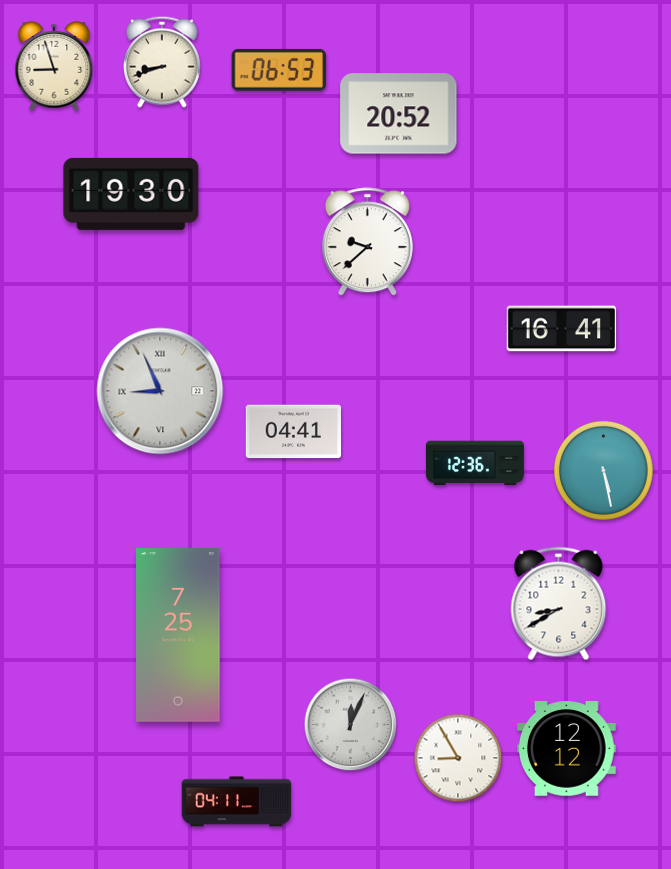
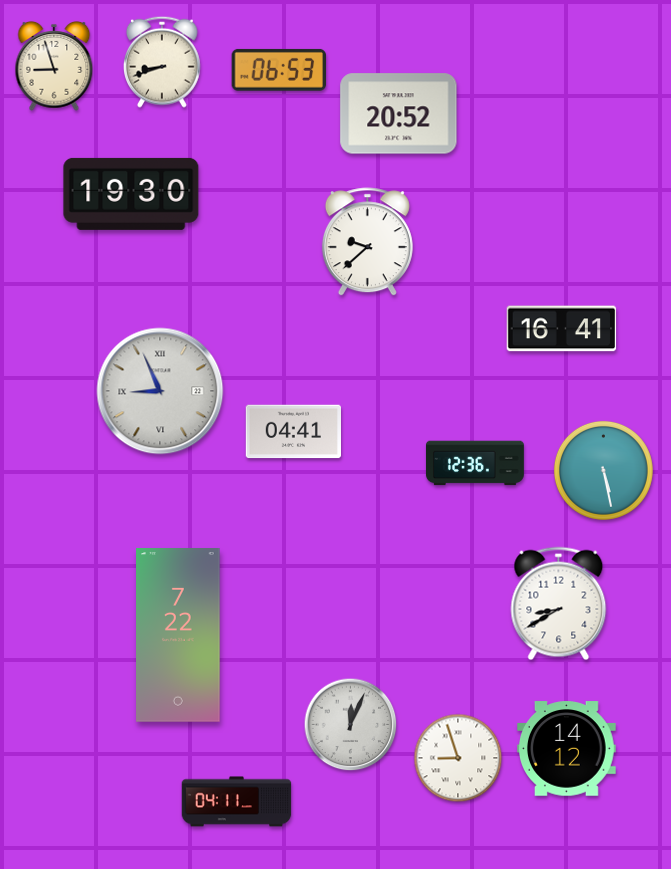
clock at (178, 636): 7:25 -> 7:22
clock at (567, 749): 12:12 -> 14:12
clock at (458, 758): 8:55 -> 8:57
